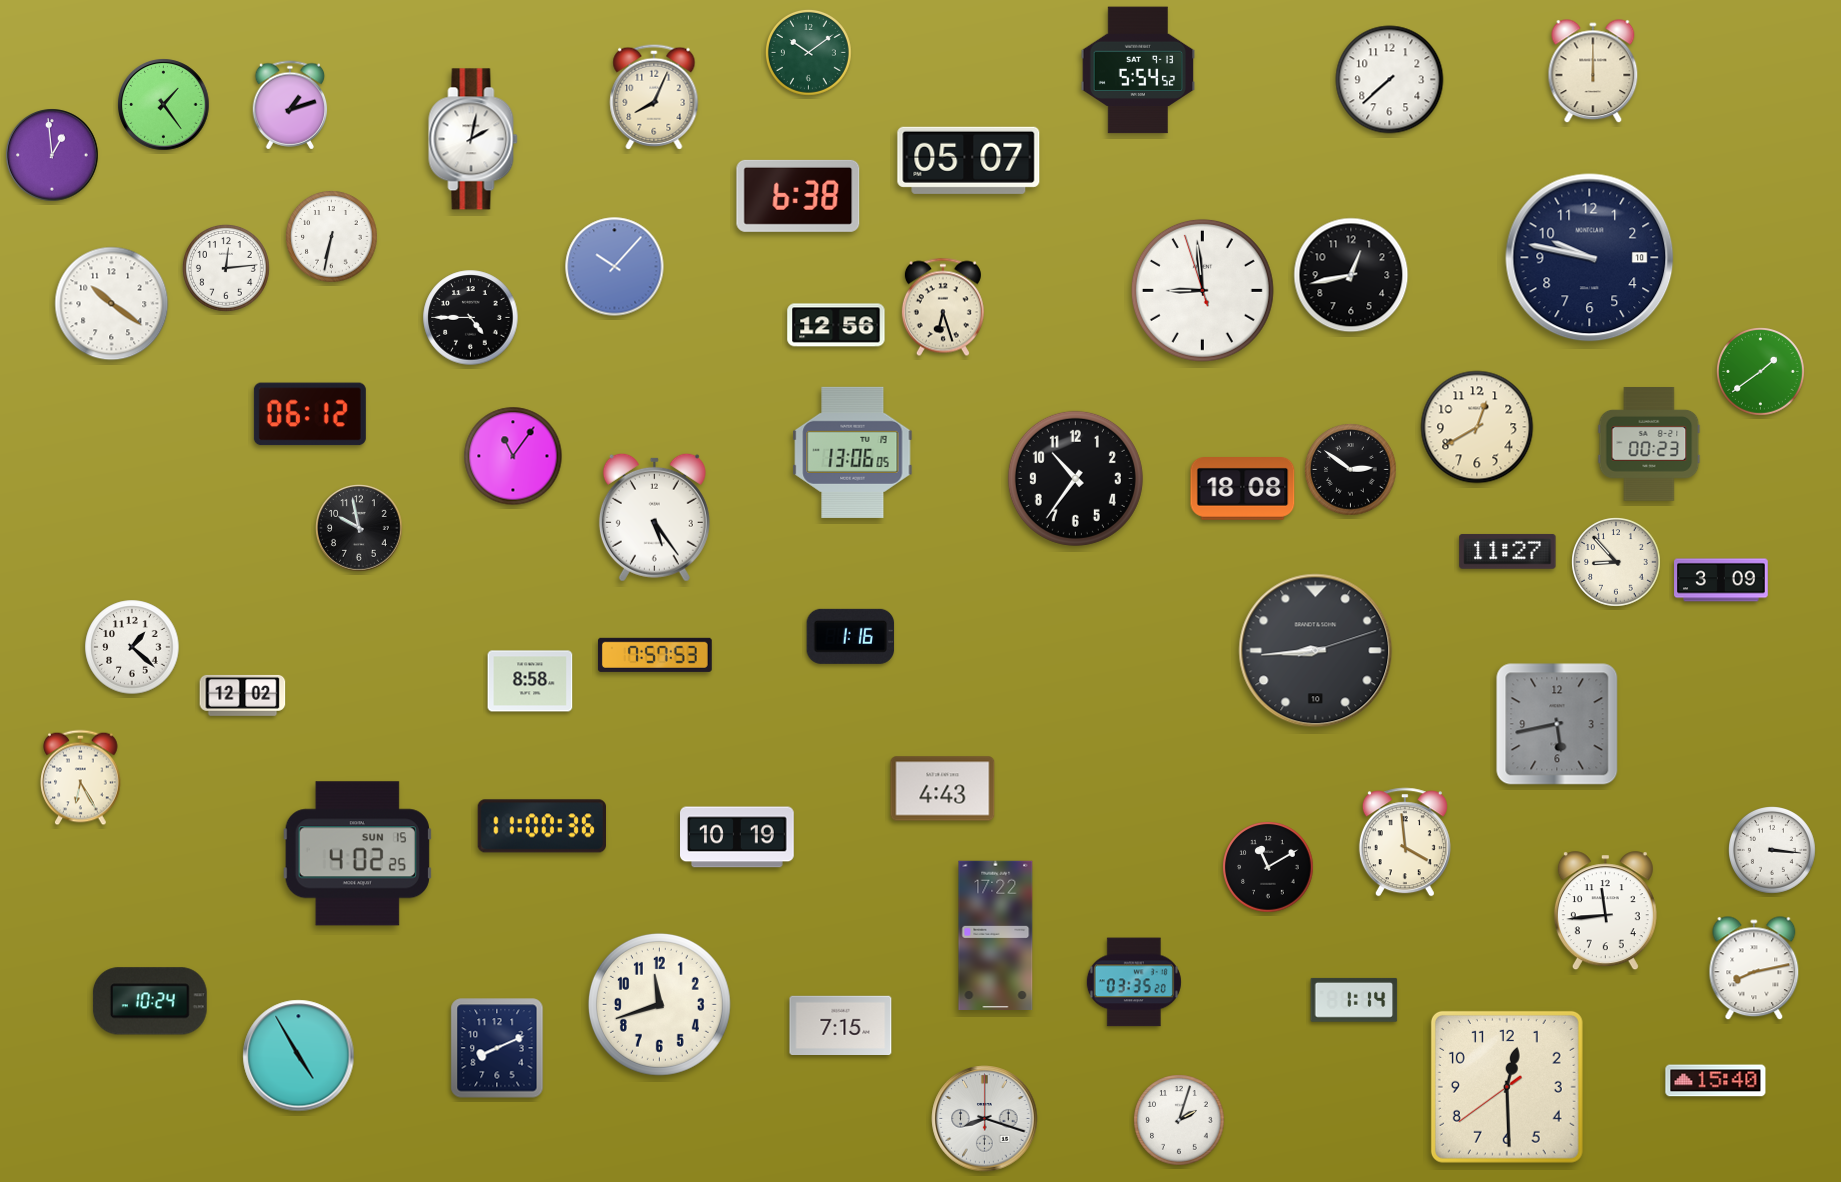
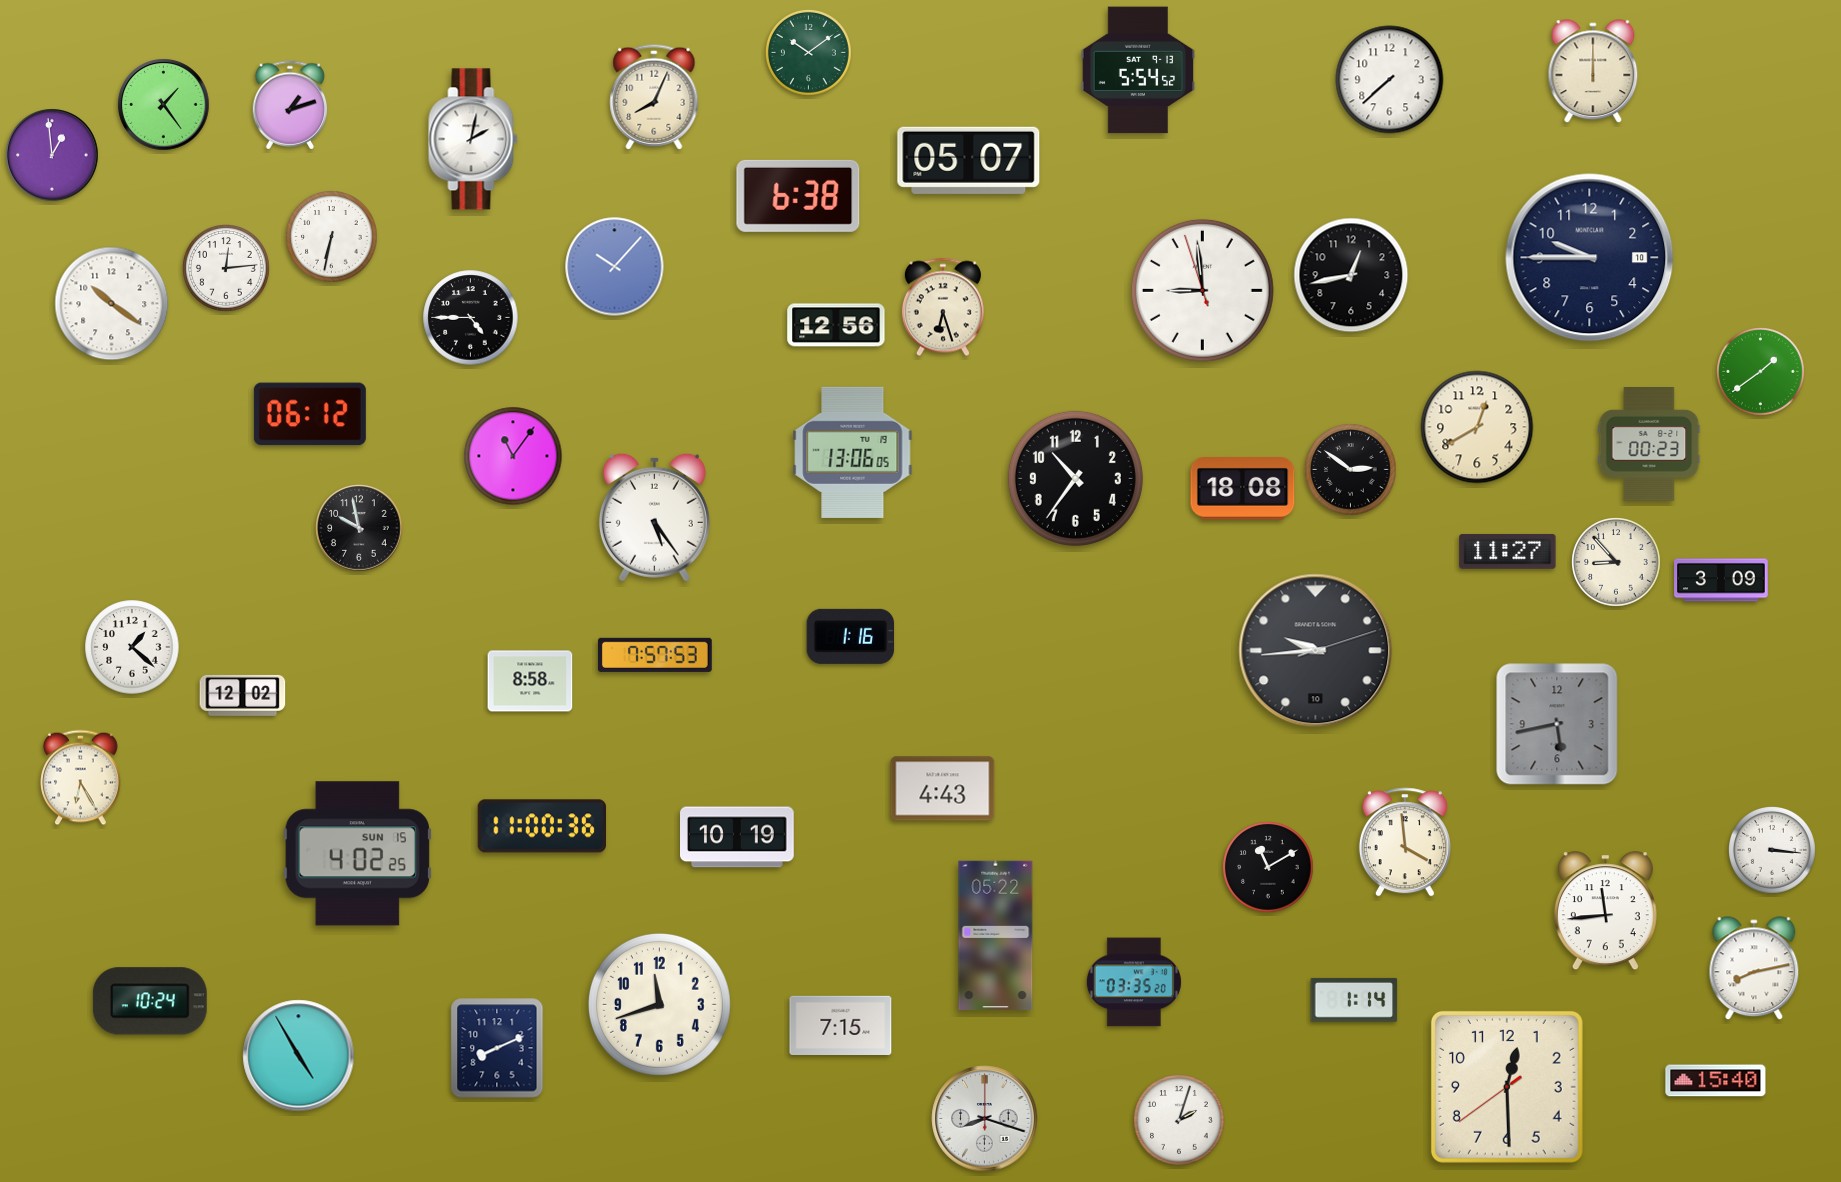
clock at (1590, 258): 9:47 -> 9:45
clock at (1316, 651): 8:44 -> 9:44
clock at (996, 935): 17:22 -> 05:22
